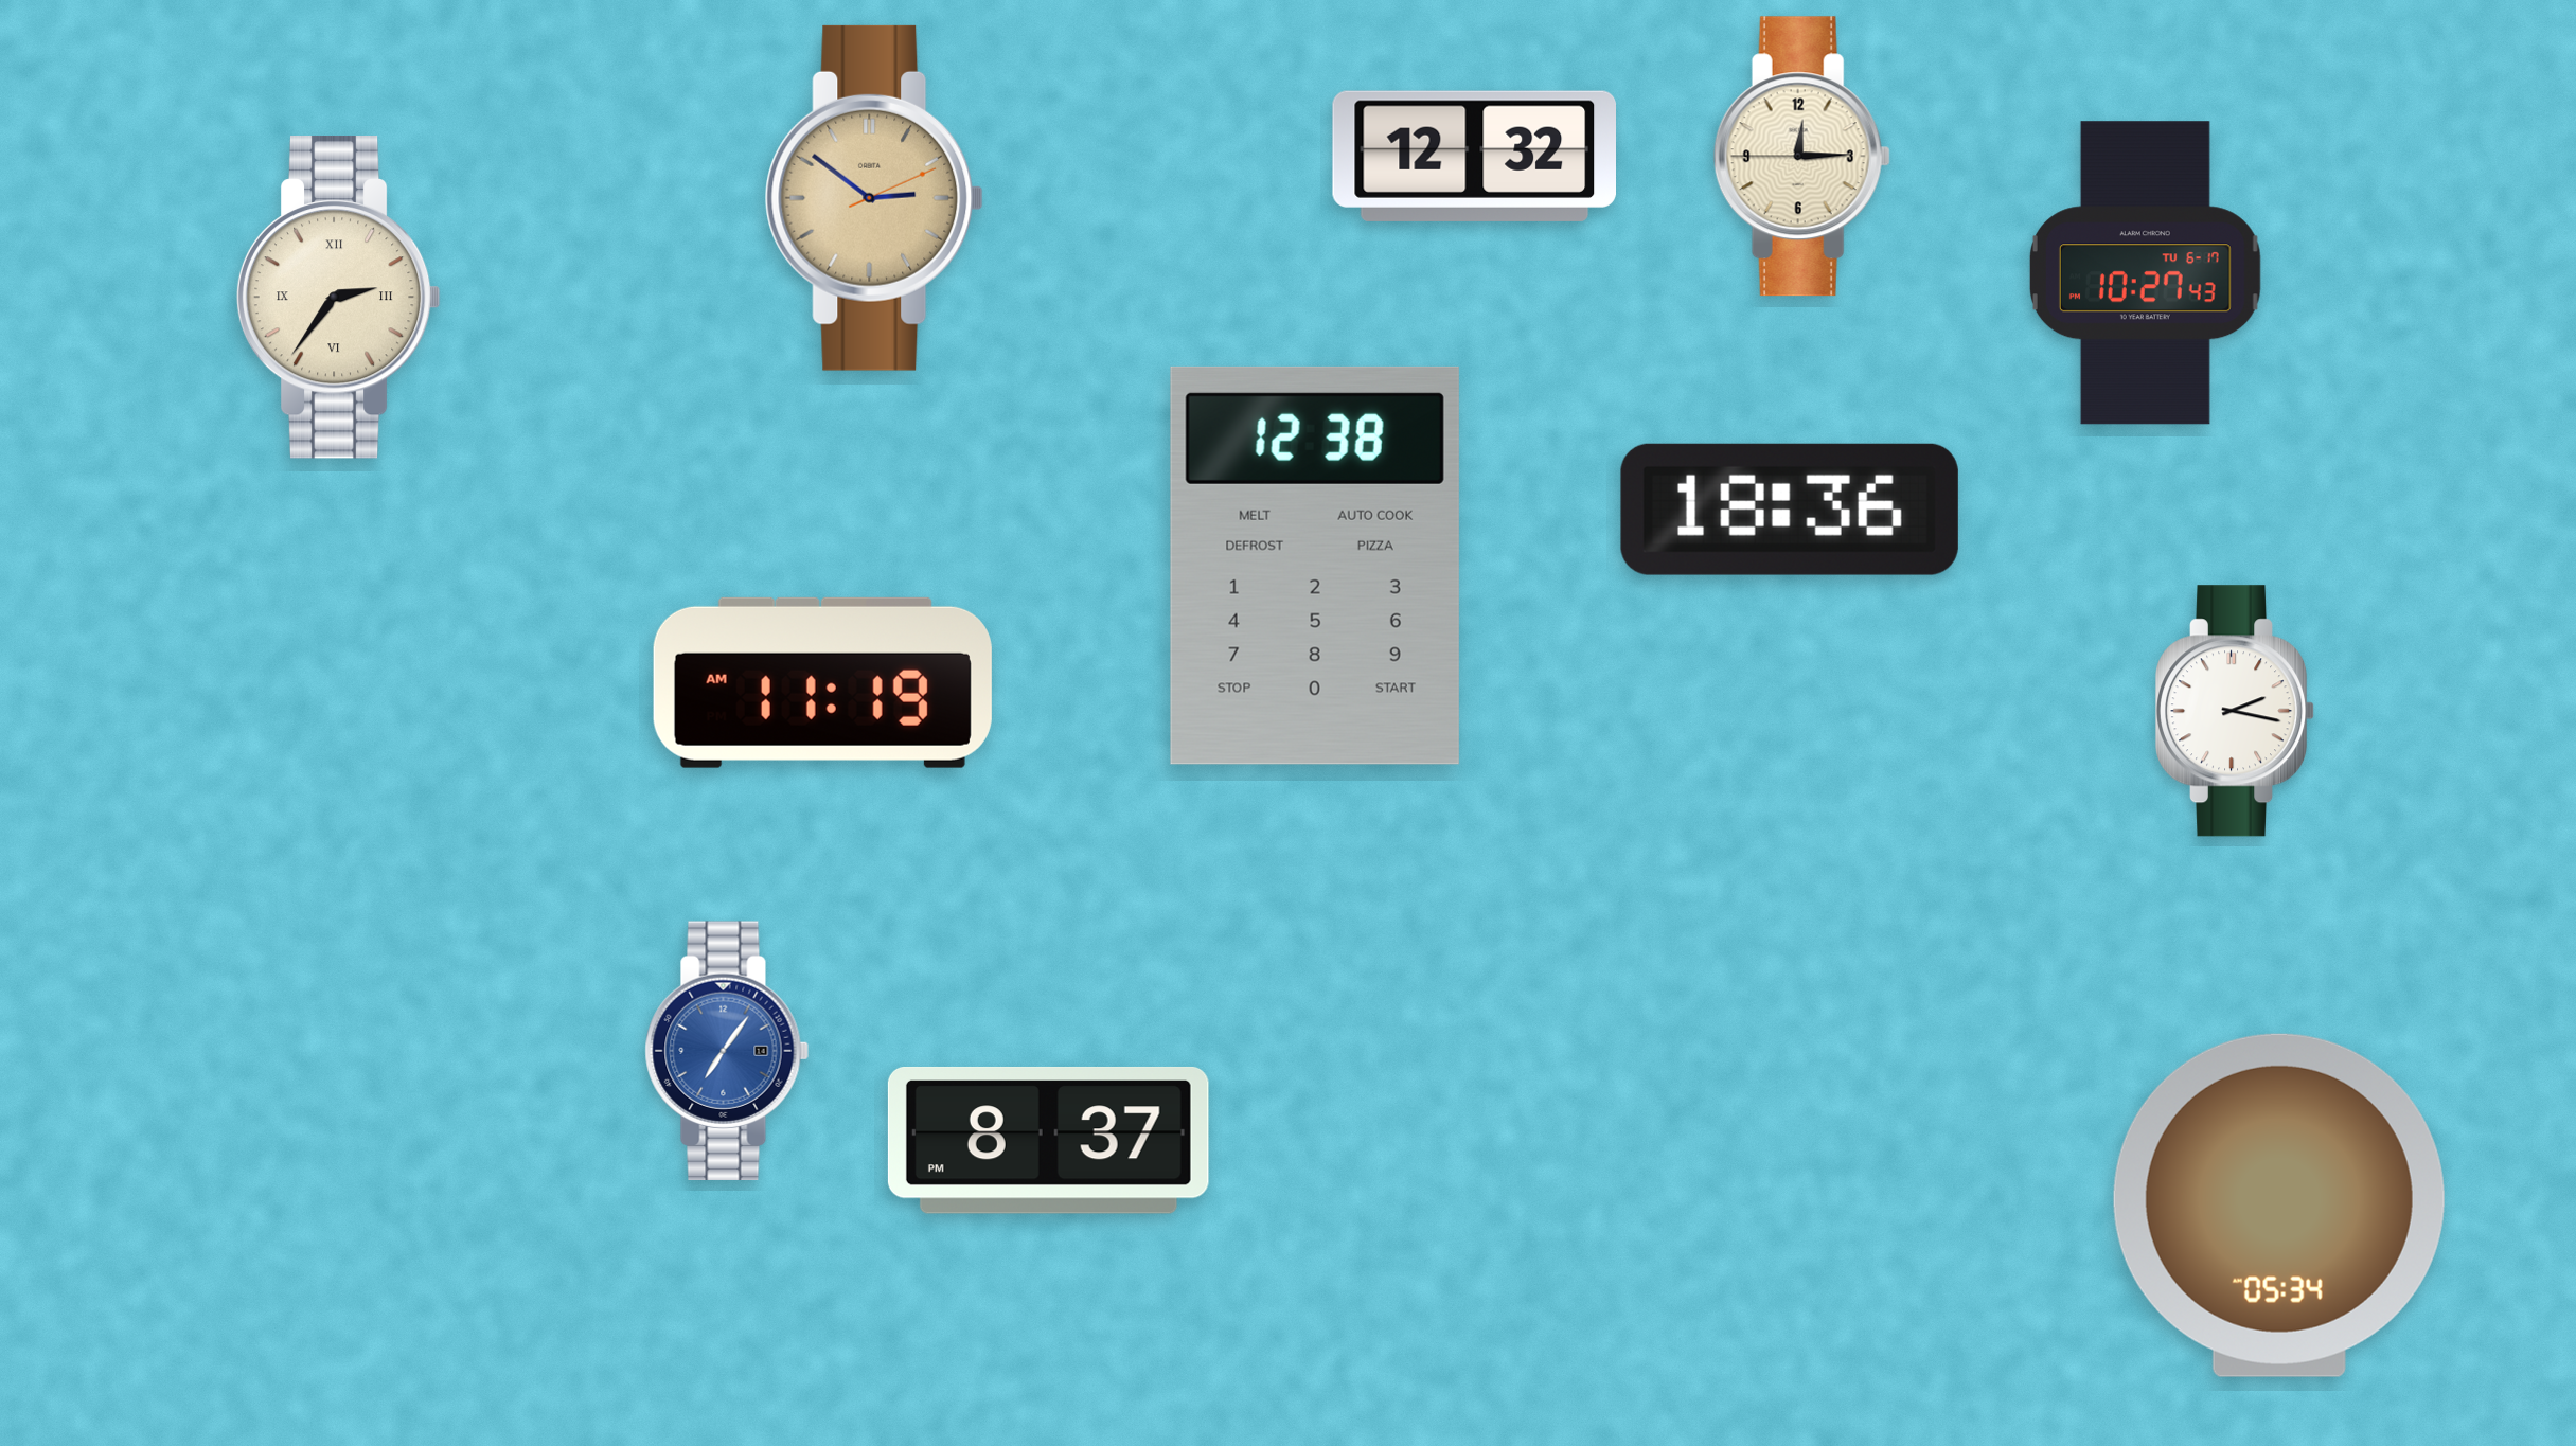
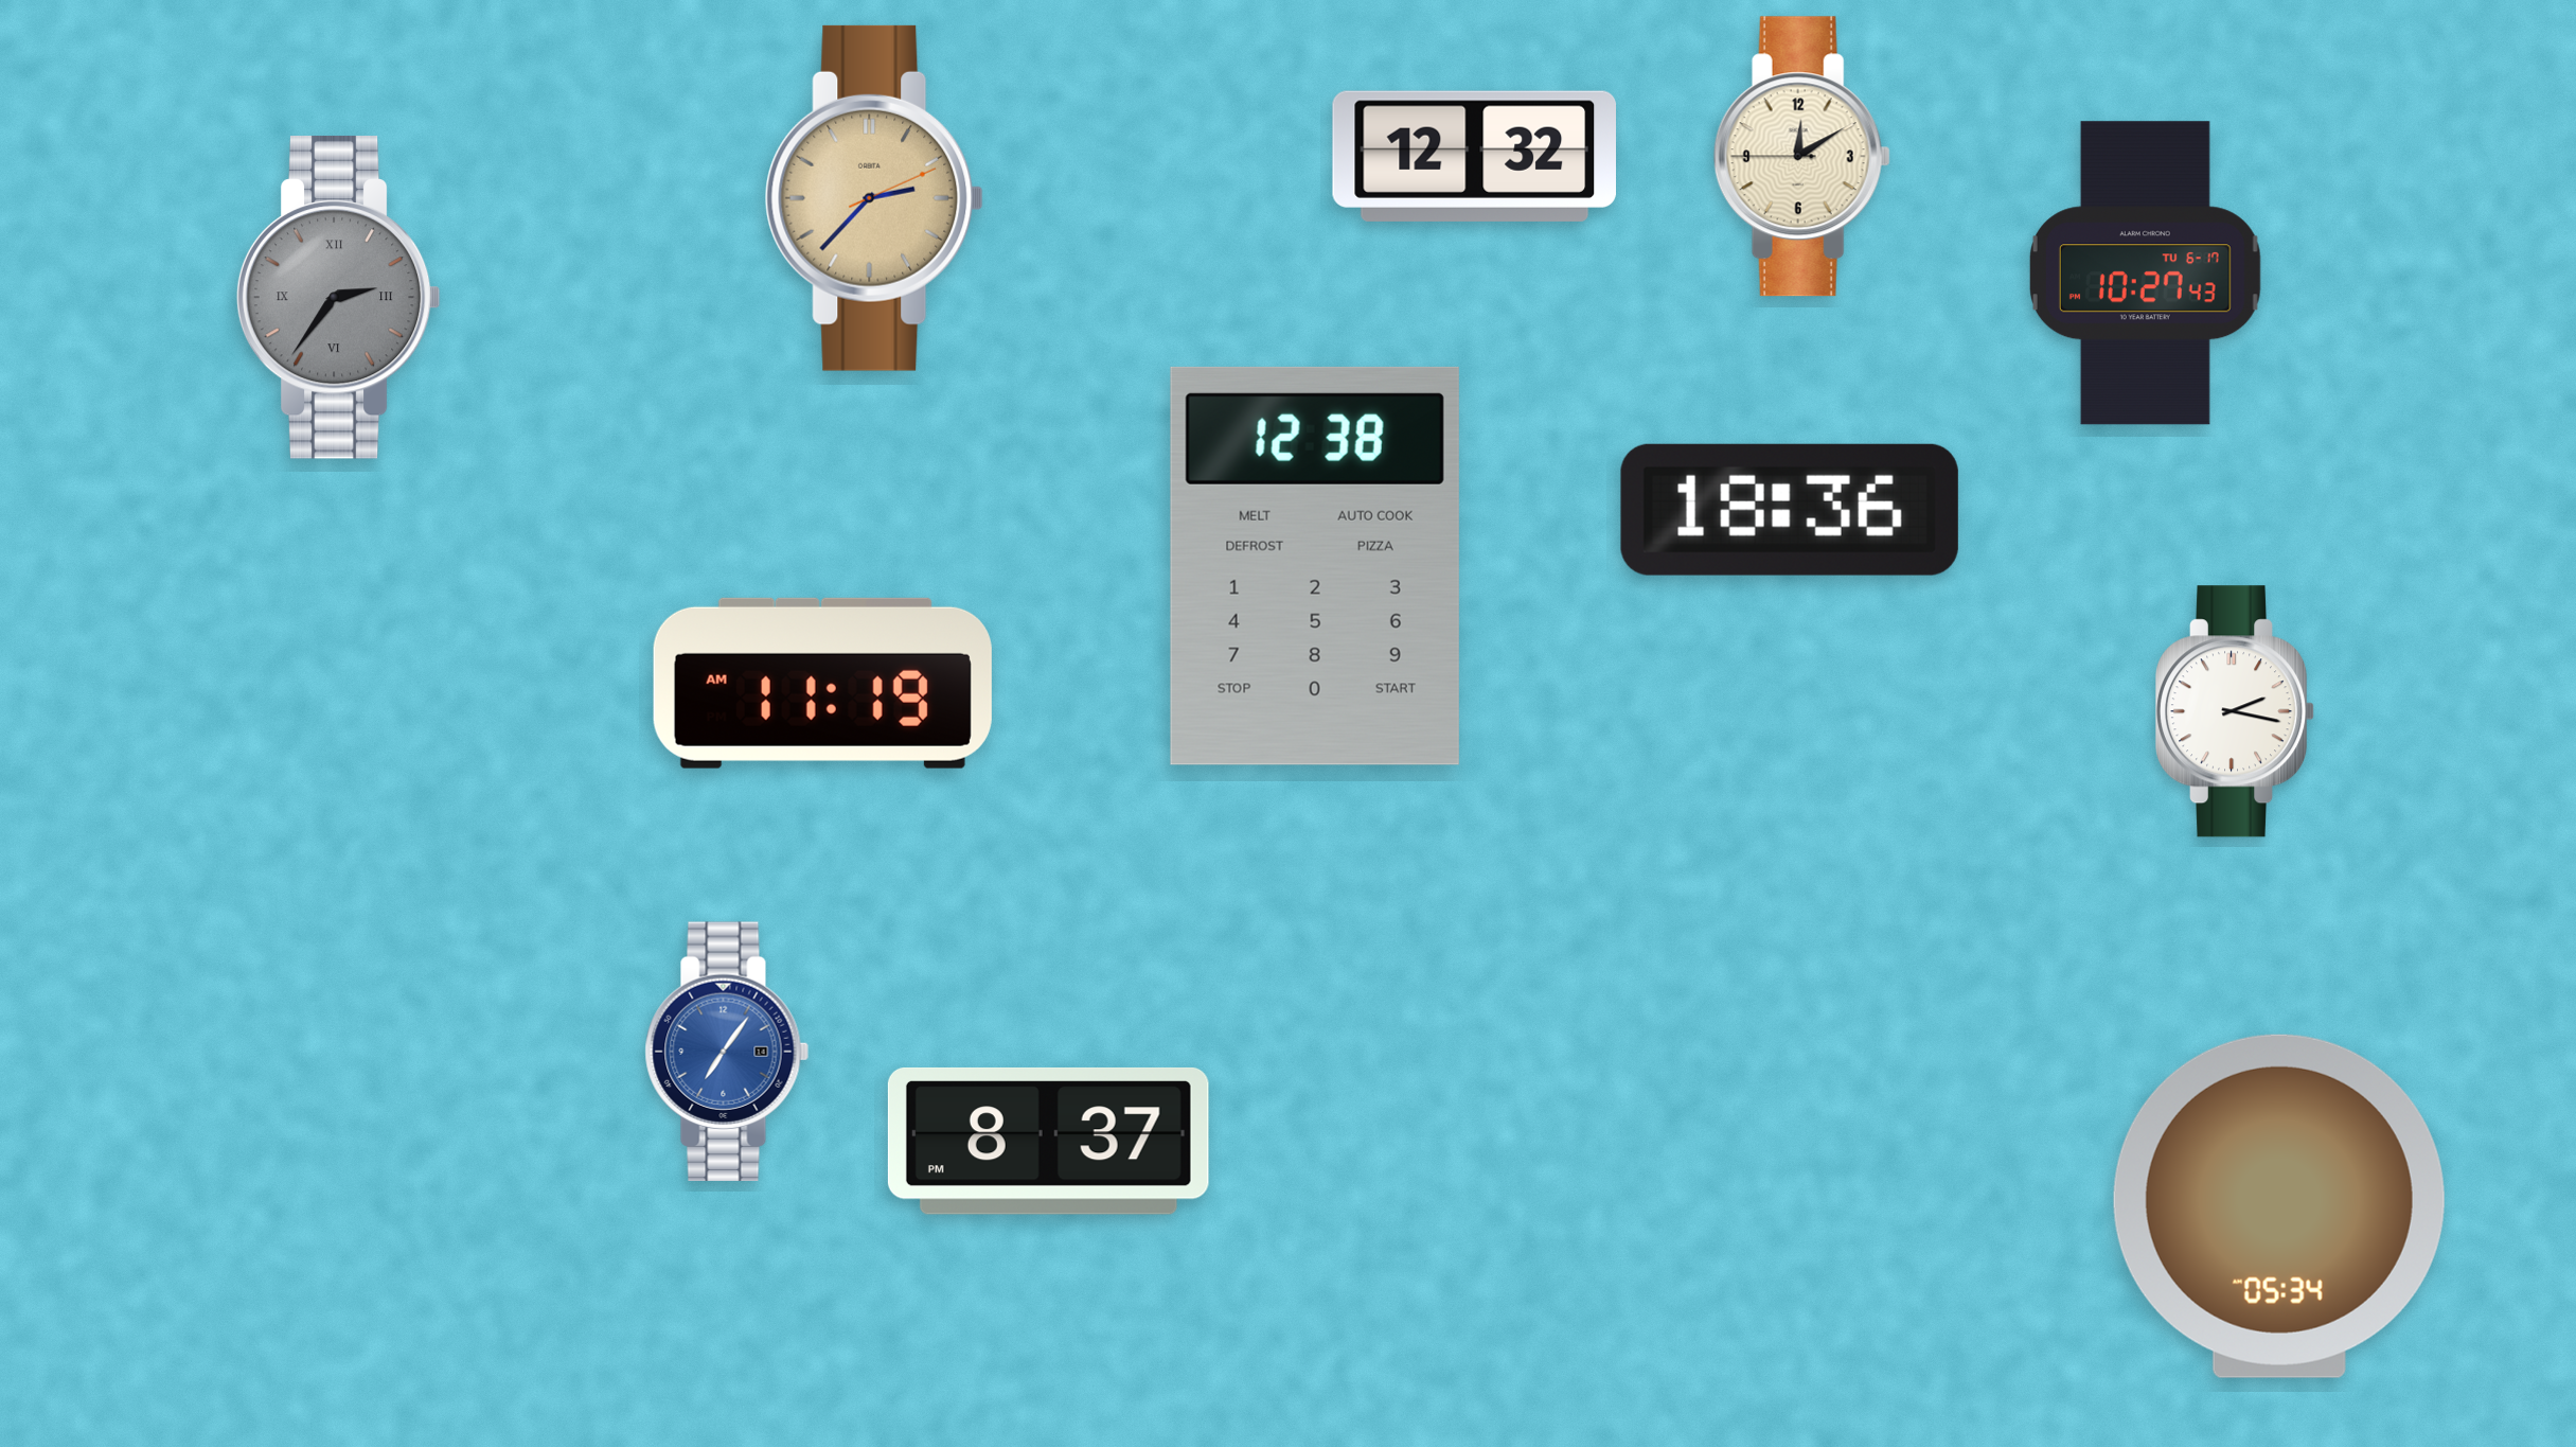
clock at (1801, 157): 12:14 -> 12:09
clock at (874, 198): 2:51 -> 2:37
clock at (338, 297) dial: cream -> grey
